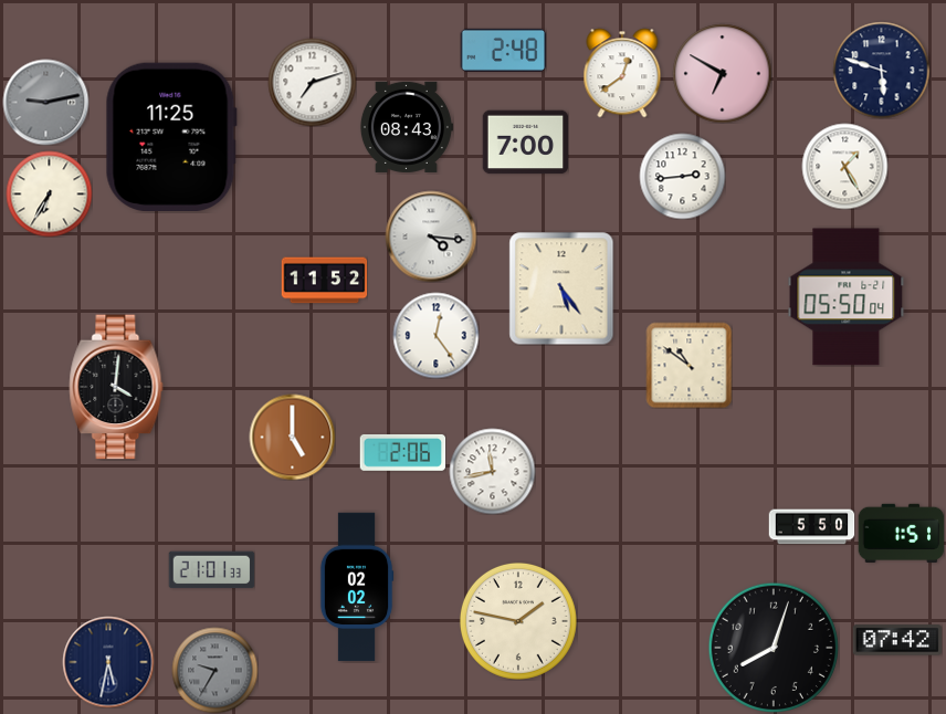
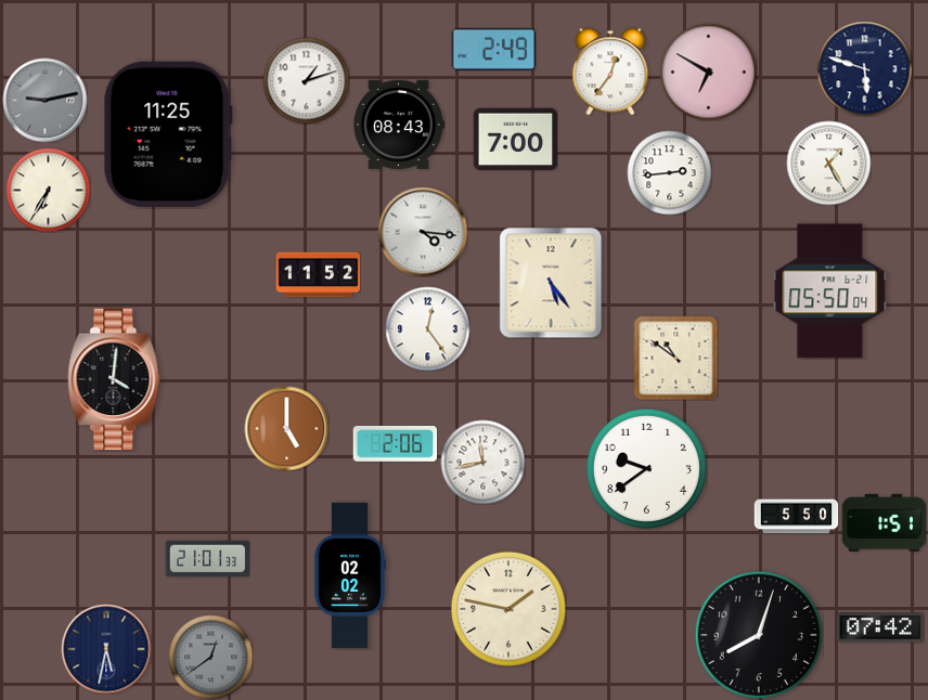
clock at (503, 50): 2:48 -> 2:49
clock at (622, 73): 12:39 -> 12:36
clock at (312, 82): 7:12 -> 1:12
clock at (646, 468): none -> 9:39
clock at (214, 670): 9:35 -> 12:39
